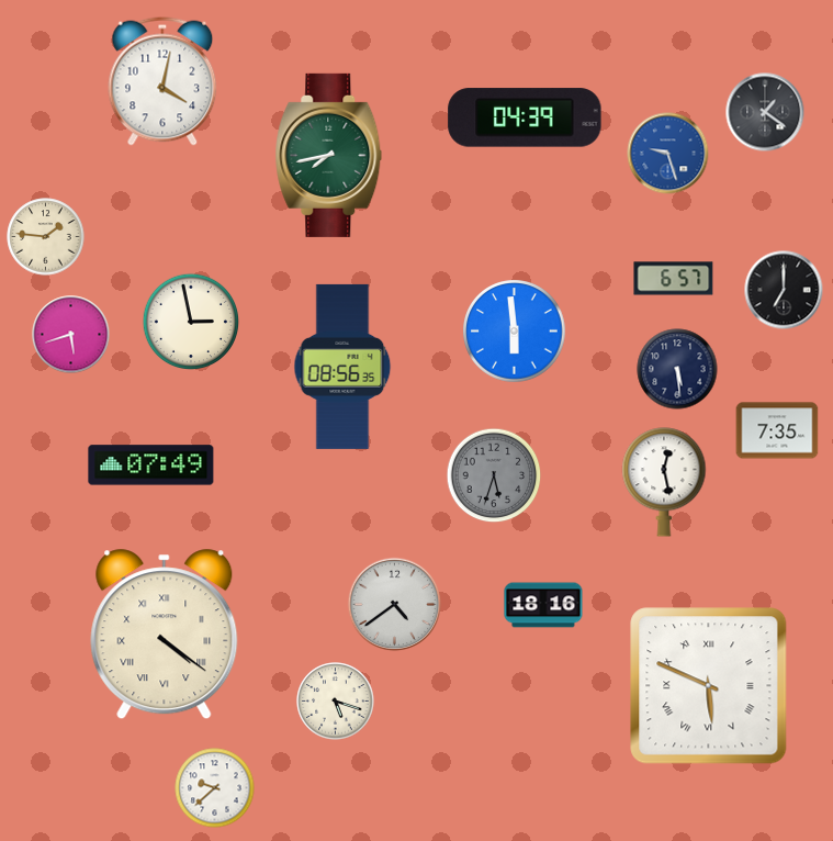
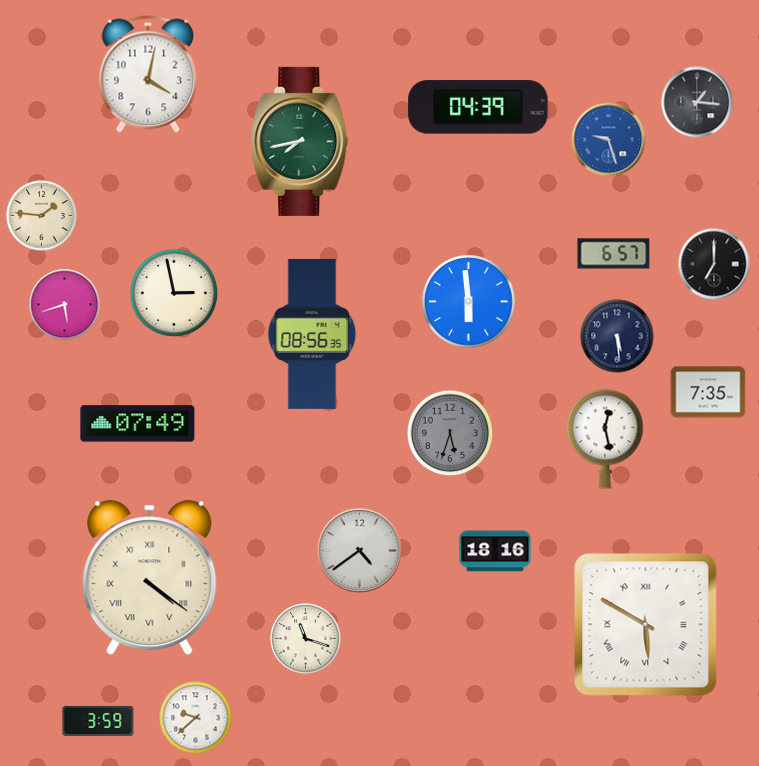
clock at (765, 112): 1:21 -> 1:16
clock at (709, 686): 5:49 -> 5:50
clock at (336, 702): 5:18 -> 11:18
clock at (98, 721): none -> 3:59
